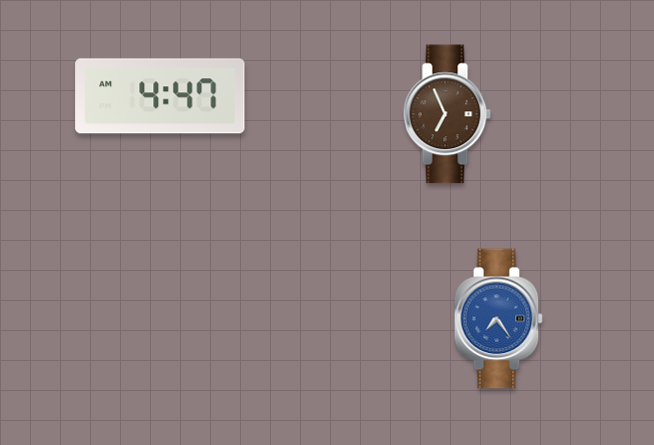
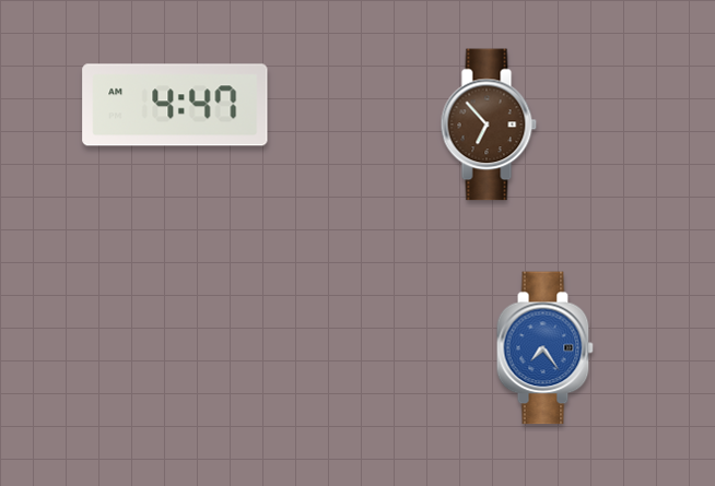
clock at (447, 114): 6:56 -> 6:53
